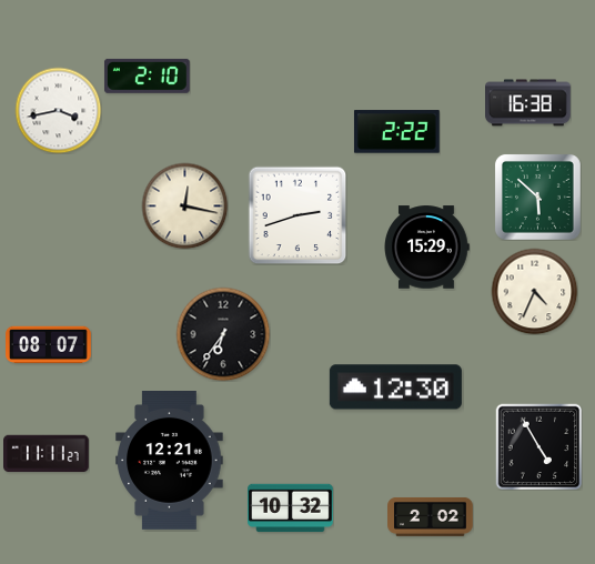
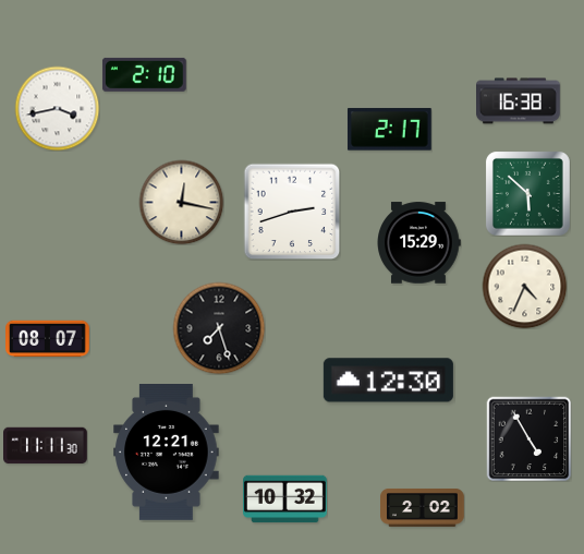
clock at (396, 132): 2:22 -> 2:17
clock at (223, 334): 6:36 -> 7:27
clock at (47, 454): 11:11:27 -> 11:11:30
